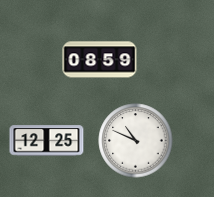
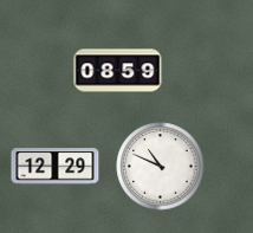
clock at (47, 141): 12:25 -> 12:29
